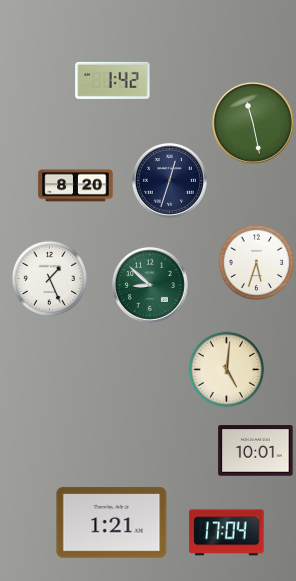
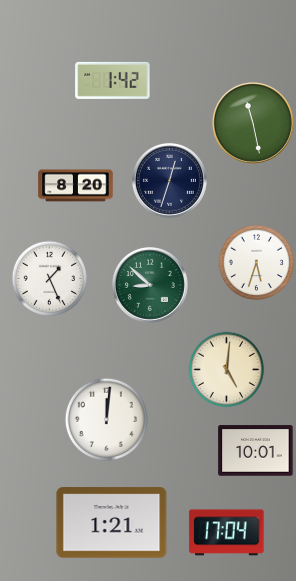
clock at (106, 419): none -> 12:01
